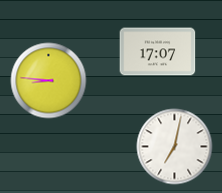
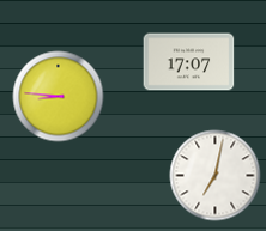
clock at (175, 147) position: (175, 147) -> (216, 176)
